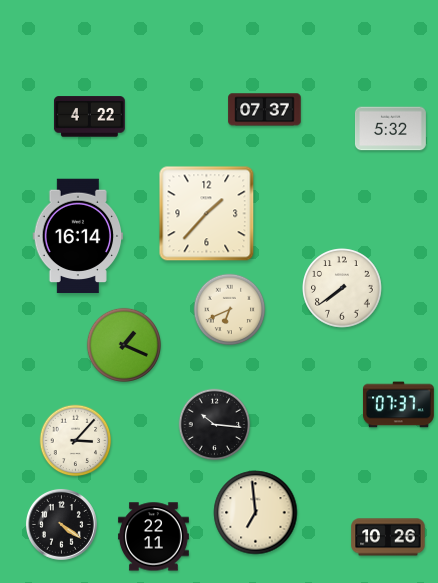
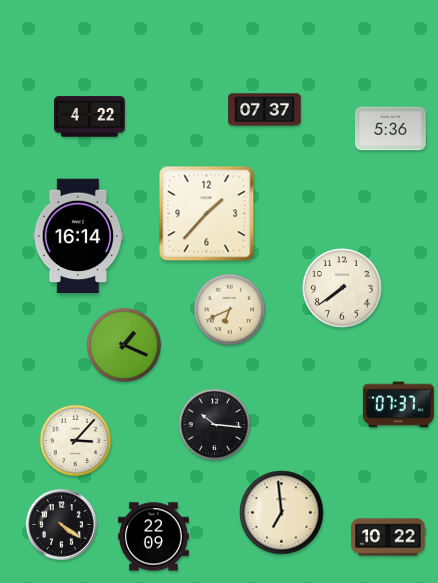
clock at (390, 129): 5:32 -> 5:36
clock at (256, 513) position: (256, 513) -> (282, 513)
clock at (153, 537): 22:11 -> 22:09
clock at (388, 537): 10:26 -> 10:22
